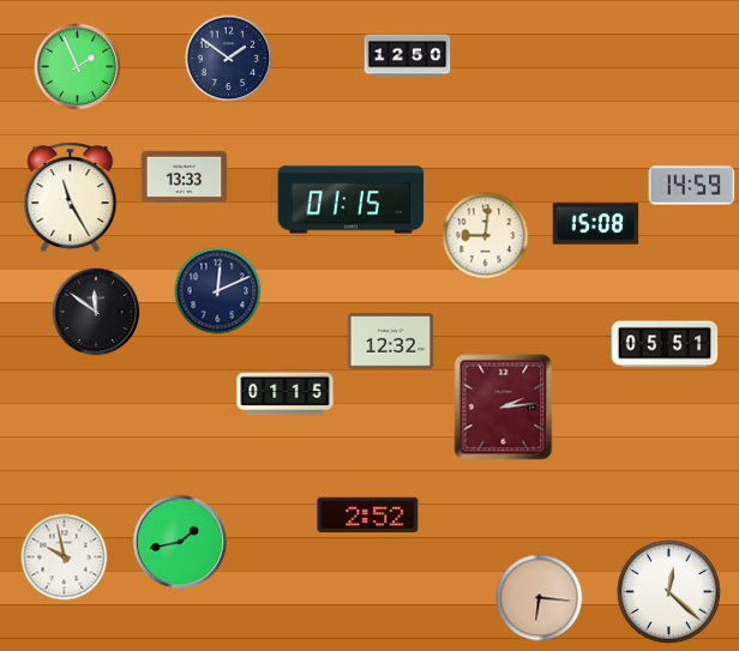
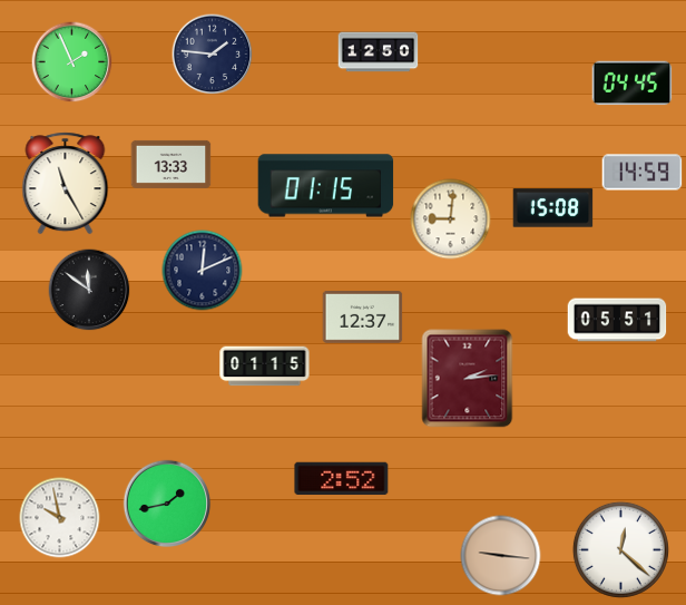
clock at (229, 59): 1:51 -> 1:46
clock at (633, 84): none -> 04:45
clock at (391, 342): 12:32 -> 12:37
clock at (540, 598): 6:16 -> 9:16
